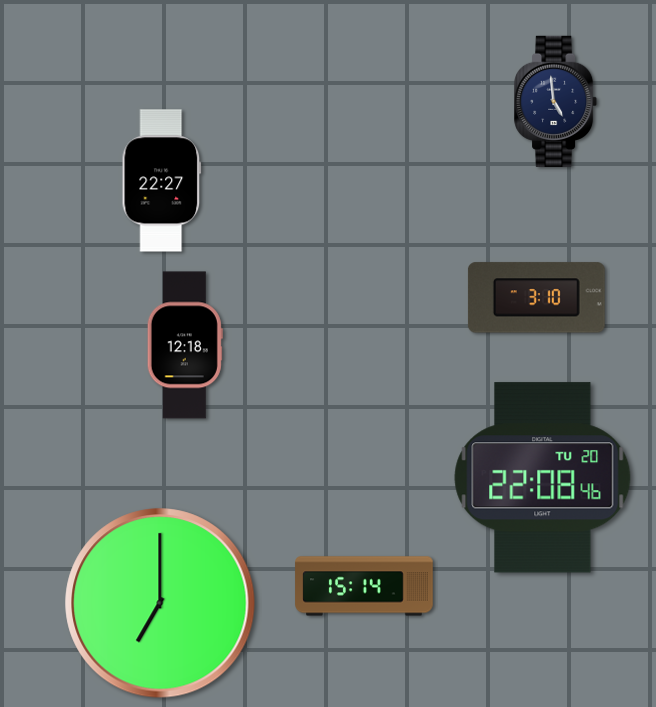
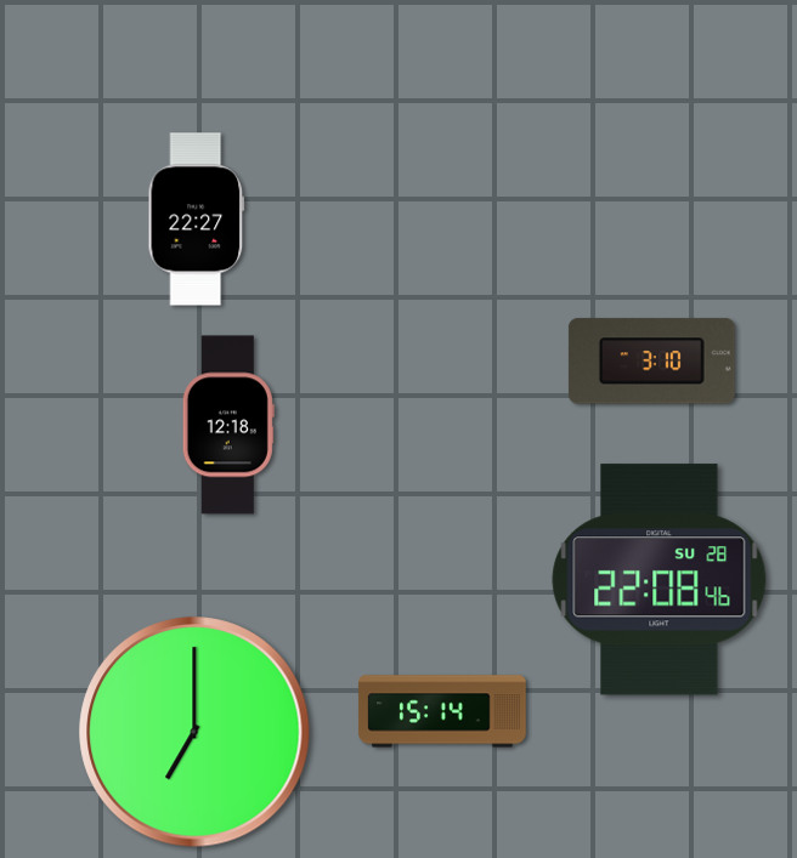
clock at (556, 101): 4:59 -> none
clock at (185, 345) position: (185, 345) -> (228, 425)
clock at (543, 478) date: TU 20 -> SU 28
